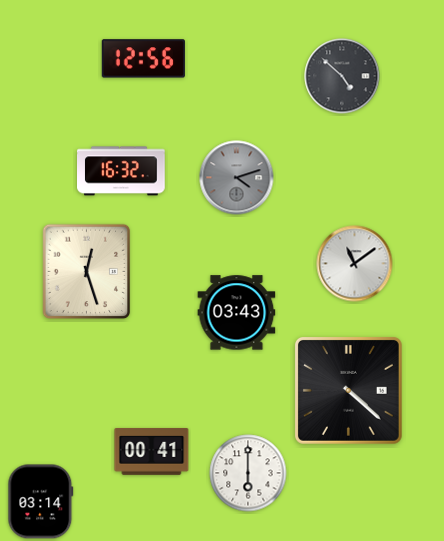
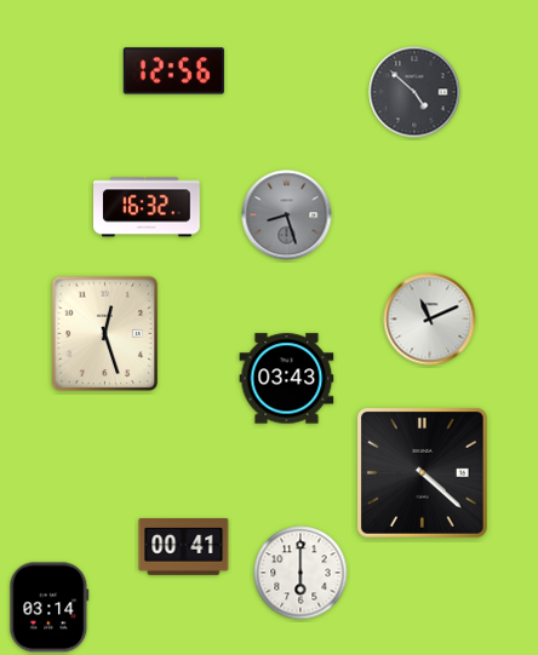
clock at (237, 178): 4:12 -> 8:27
clock at (355, 264): 11:09 -> 11:11
clock at (87, 272) position: (87, 272) -> (105, 334)
